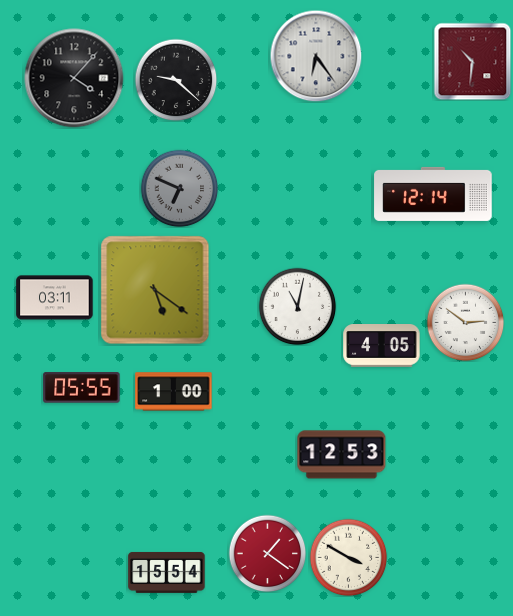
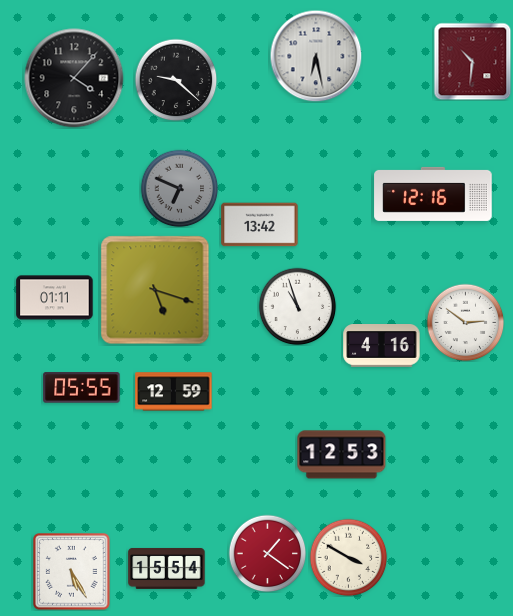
clock at (316, 56): 6:24 -> 6:28
clock at (433, 194): 12:14 -> 12:16
clock at (260, 225): none -> 13:42
clock at (155, 290): 5:21 -> 5:18
clock at (55, 298): 03:11 -> 01:11
clock at (297, 306): 11:02 -> 10:57
clock at (382, 346): 4:05 -> 4:16
clock at (174, 392): 1:00 -> 12:59
clock at (72, 572): none -> 5:25
clock at (167, 572) position: (167, 572) -> (167, 568)
